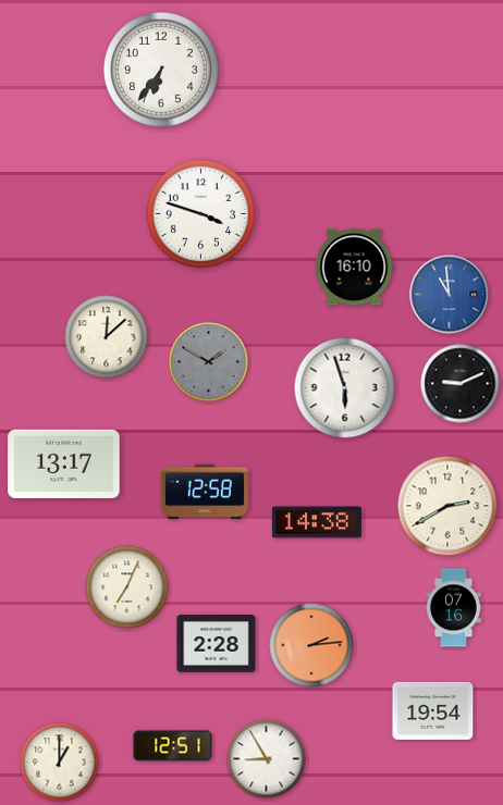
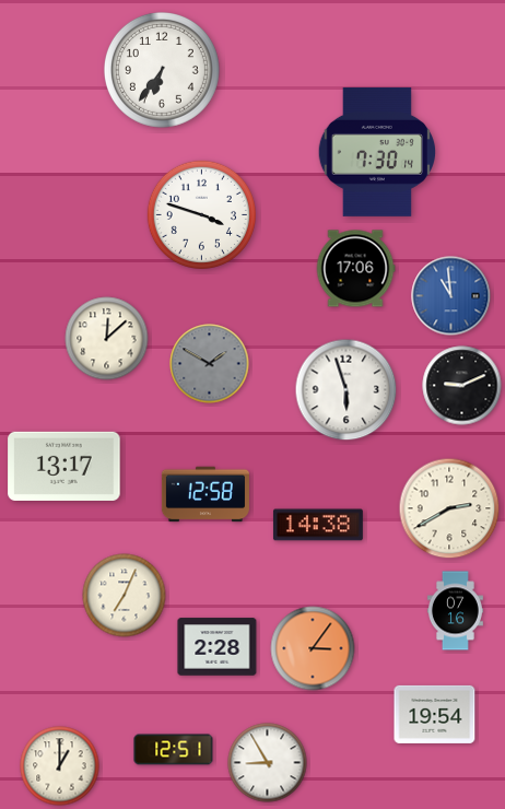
clock at (376, 152): none -> 7:30
clock at (354, 268): 16:10 -> 17:06
clock at (127, 587) position: (127, 587) -> (125, 596)
clock at (311, 645): 2:14 -> 3:06
